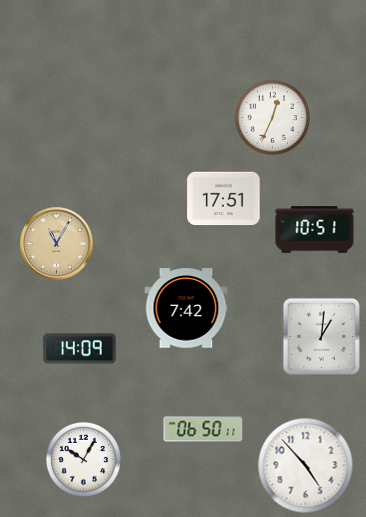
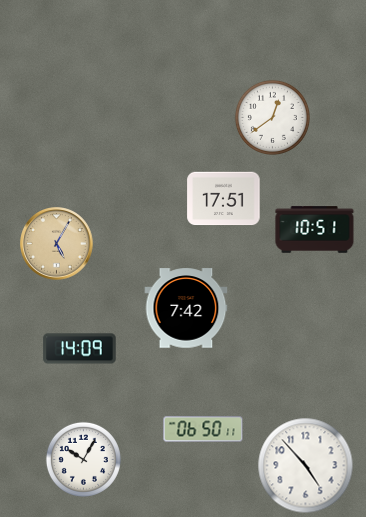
clock at (272, 117): 12:34 -> 12:39
clock at (57, 244): 11:05 -> 5:05
clock at (321, 336): 1:01 -> none
